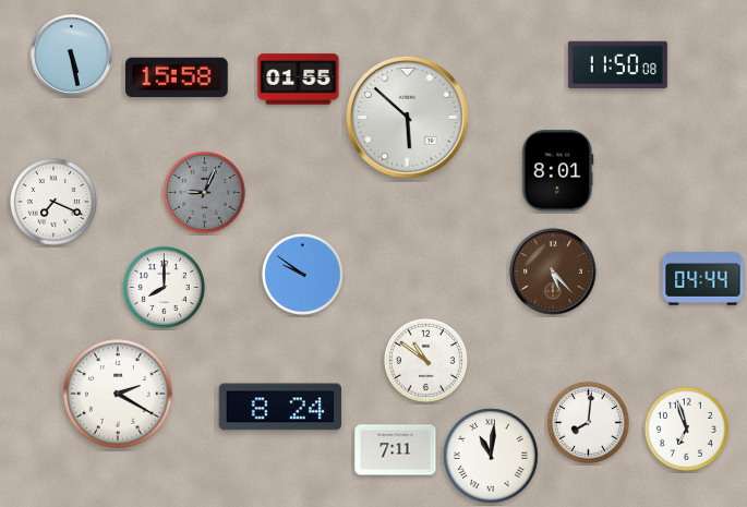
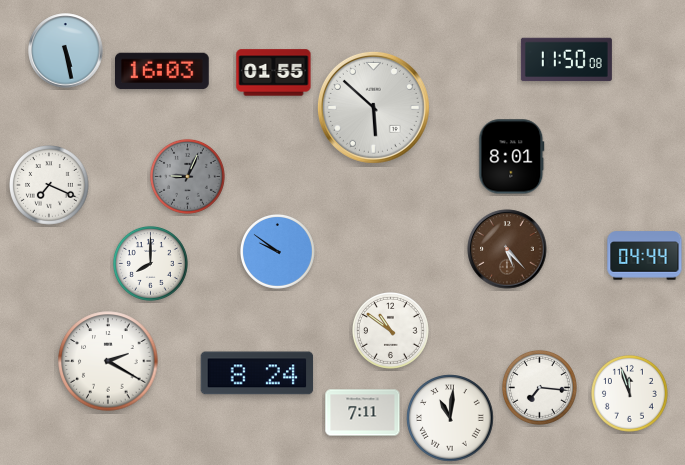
clock at (178, 77): 15:58 -> 16:03
clock at (588, 422): 8:01 -> 7:16
clock at (687, 430): 6:57 -> 11:57
